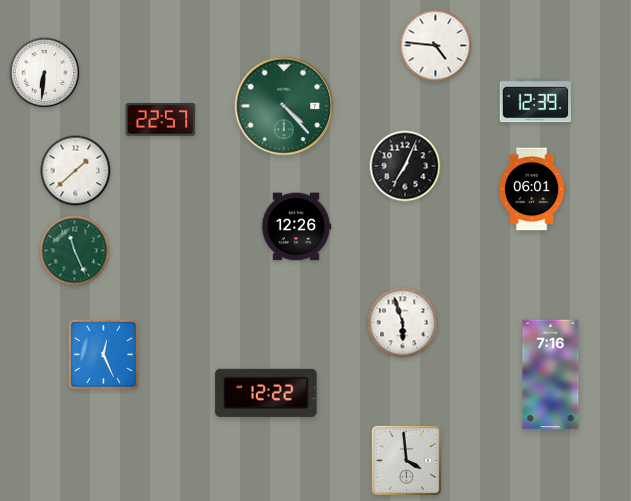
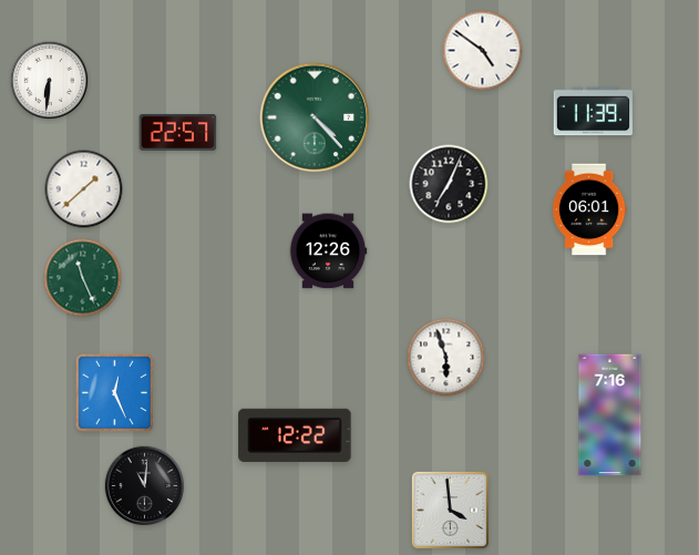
clock at (436, 46): 4:46 -> 4:51
clock at (535, 101): 12:39 -> 11:39
clock at (145, 486): none -> 11:01
